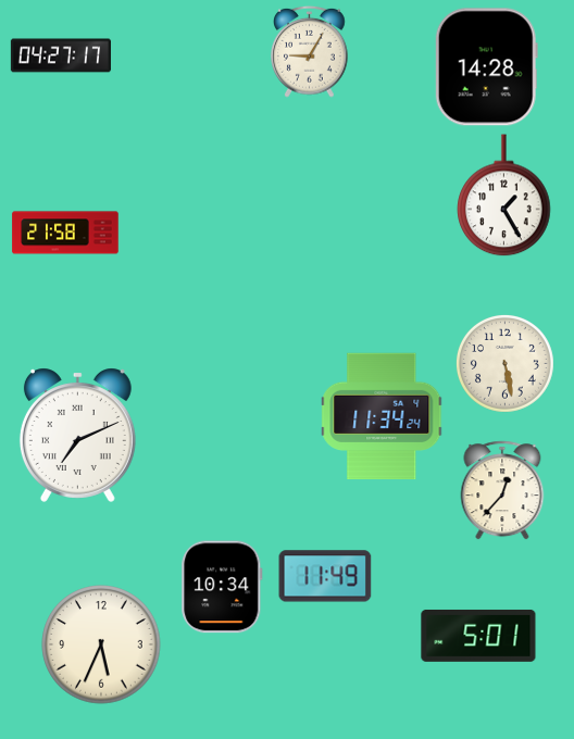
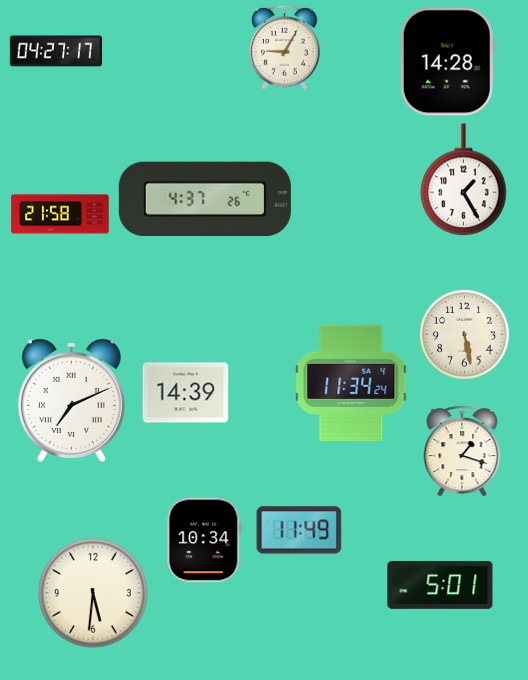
clock at (205, 199): none -> 4:37
clock at (186, 393): none -> 14:39
clock at (502, 490): 12:37 -> 1:18
clock at (101, 644): 5:34 -> 5:31
